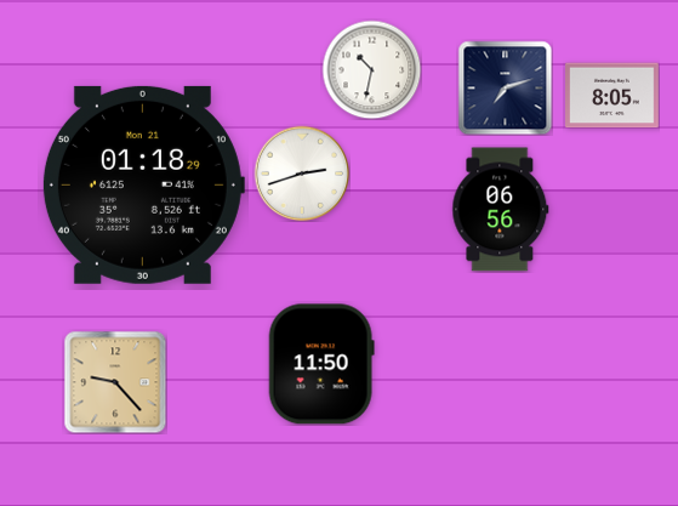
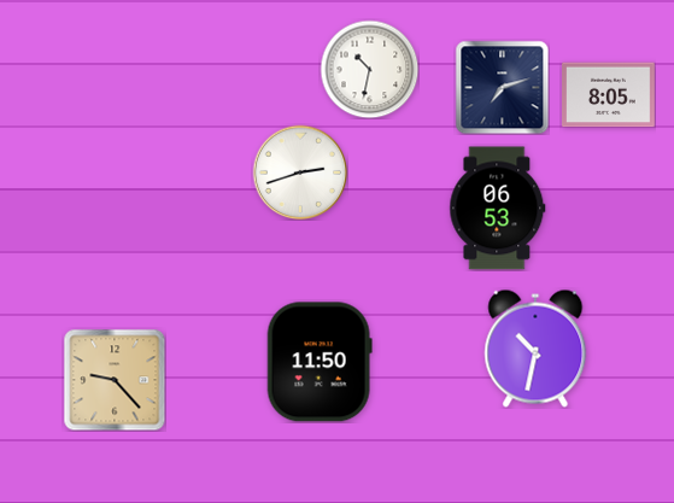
clock at (143, 184): 01:18 -> none
clock at (501, 210): 06:56 -> 06:53
clock at (535, 349): none -> 10:32
